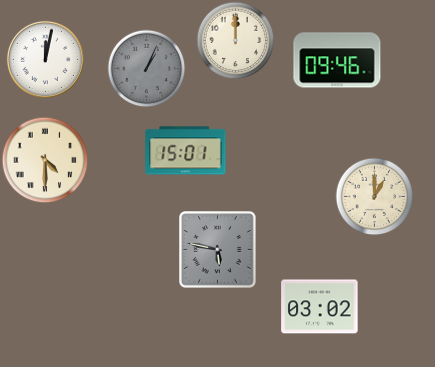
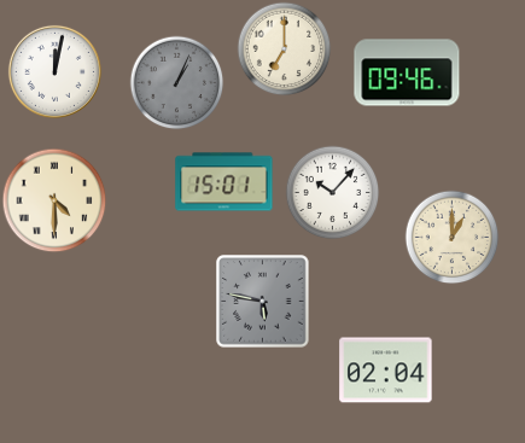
clock at (235, 40): 12:00 -> 7:00
clock at (332, 192): none -> 10:07
clock at (45, 160) position: (45, 160) -> (54, 200)
clock at (320, 307): 03:02 -> 02:04
